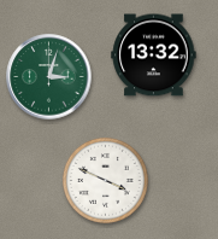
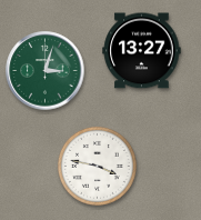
clock at (154, 56): 13:32 -> 13:27
clock at (105, 180): 3:49 -> 3:47
